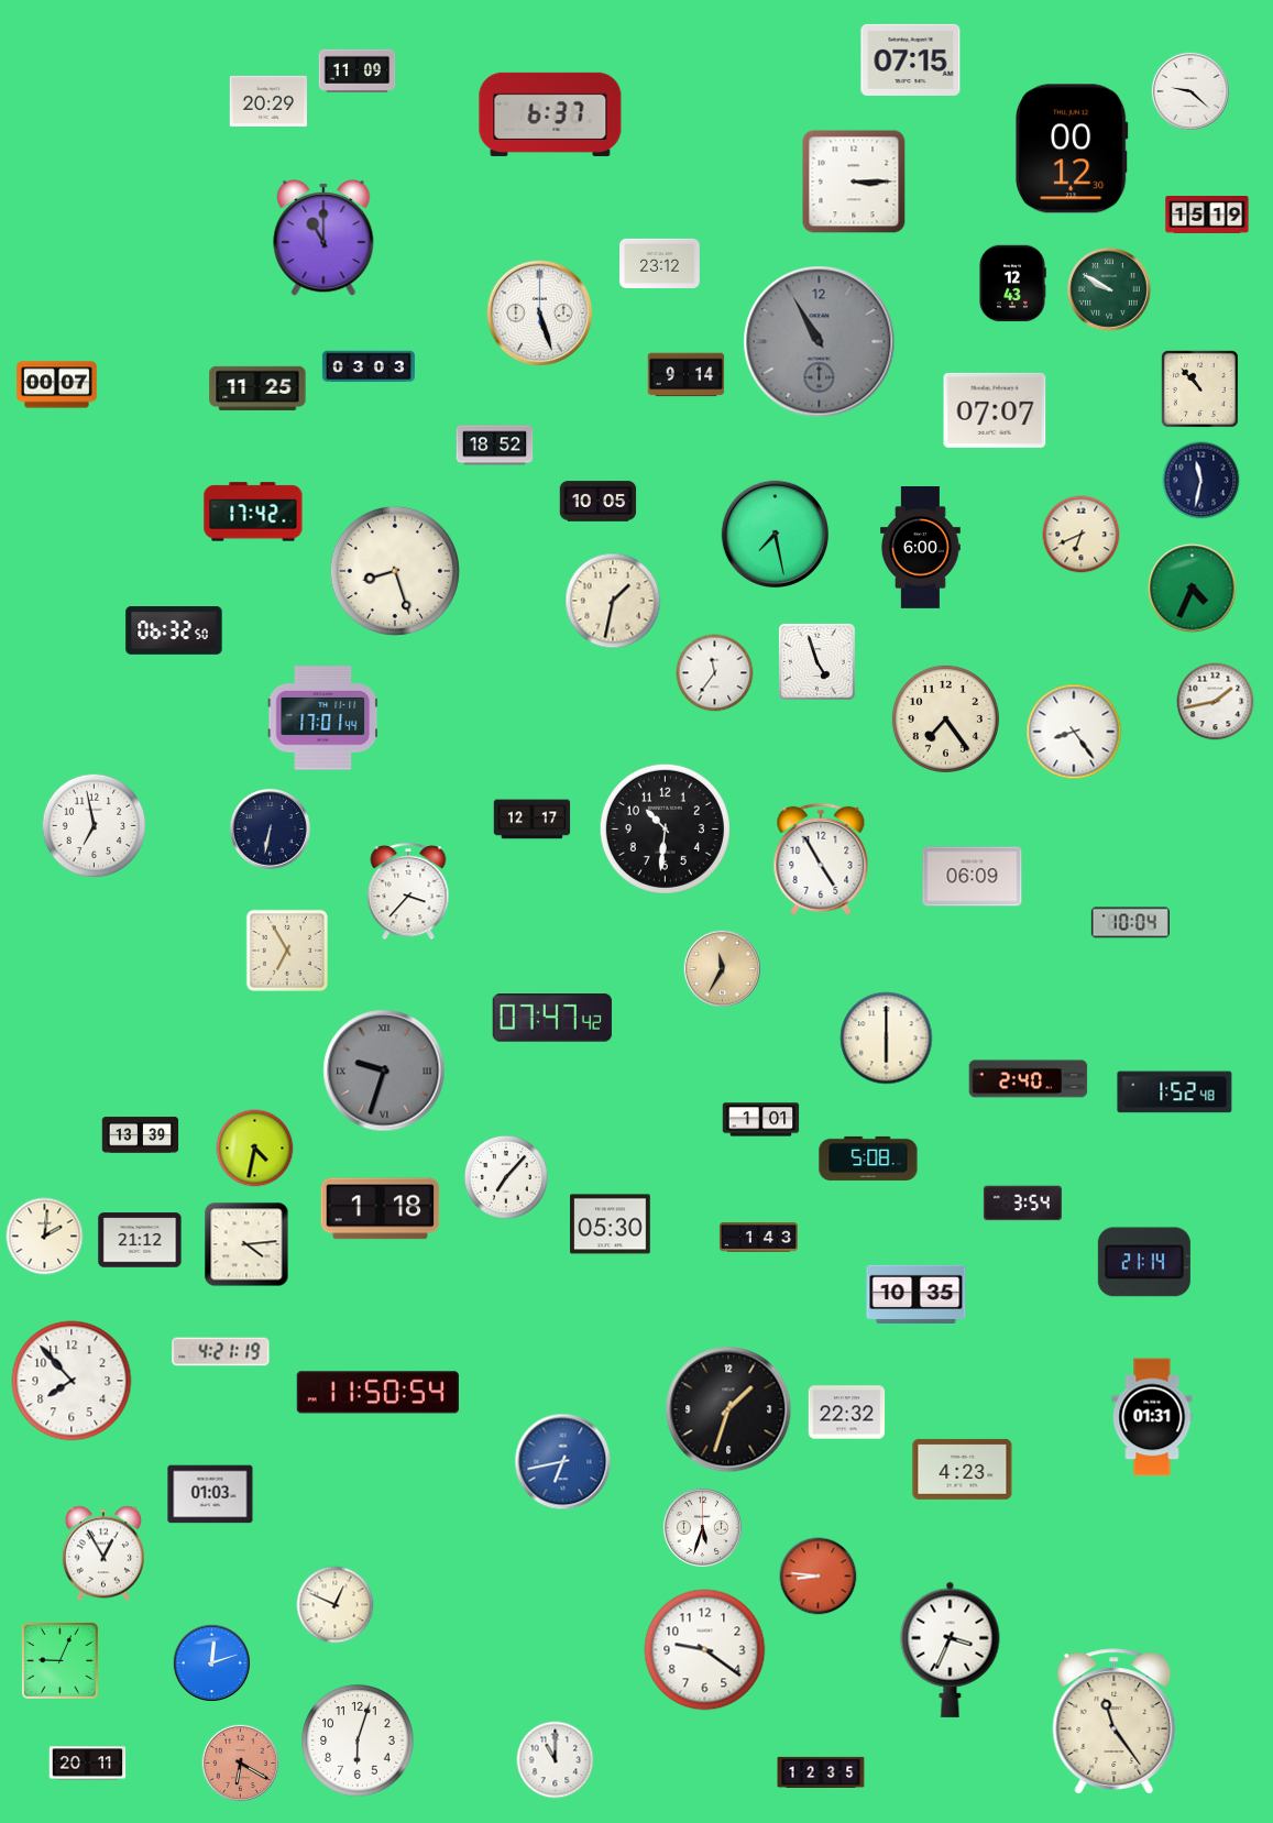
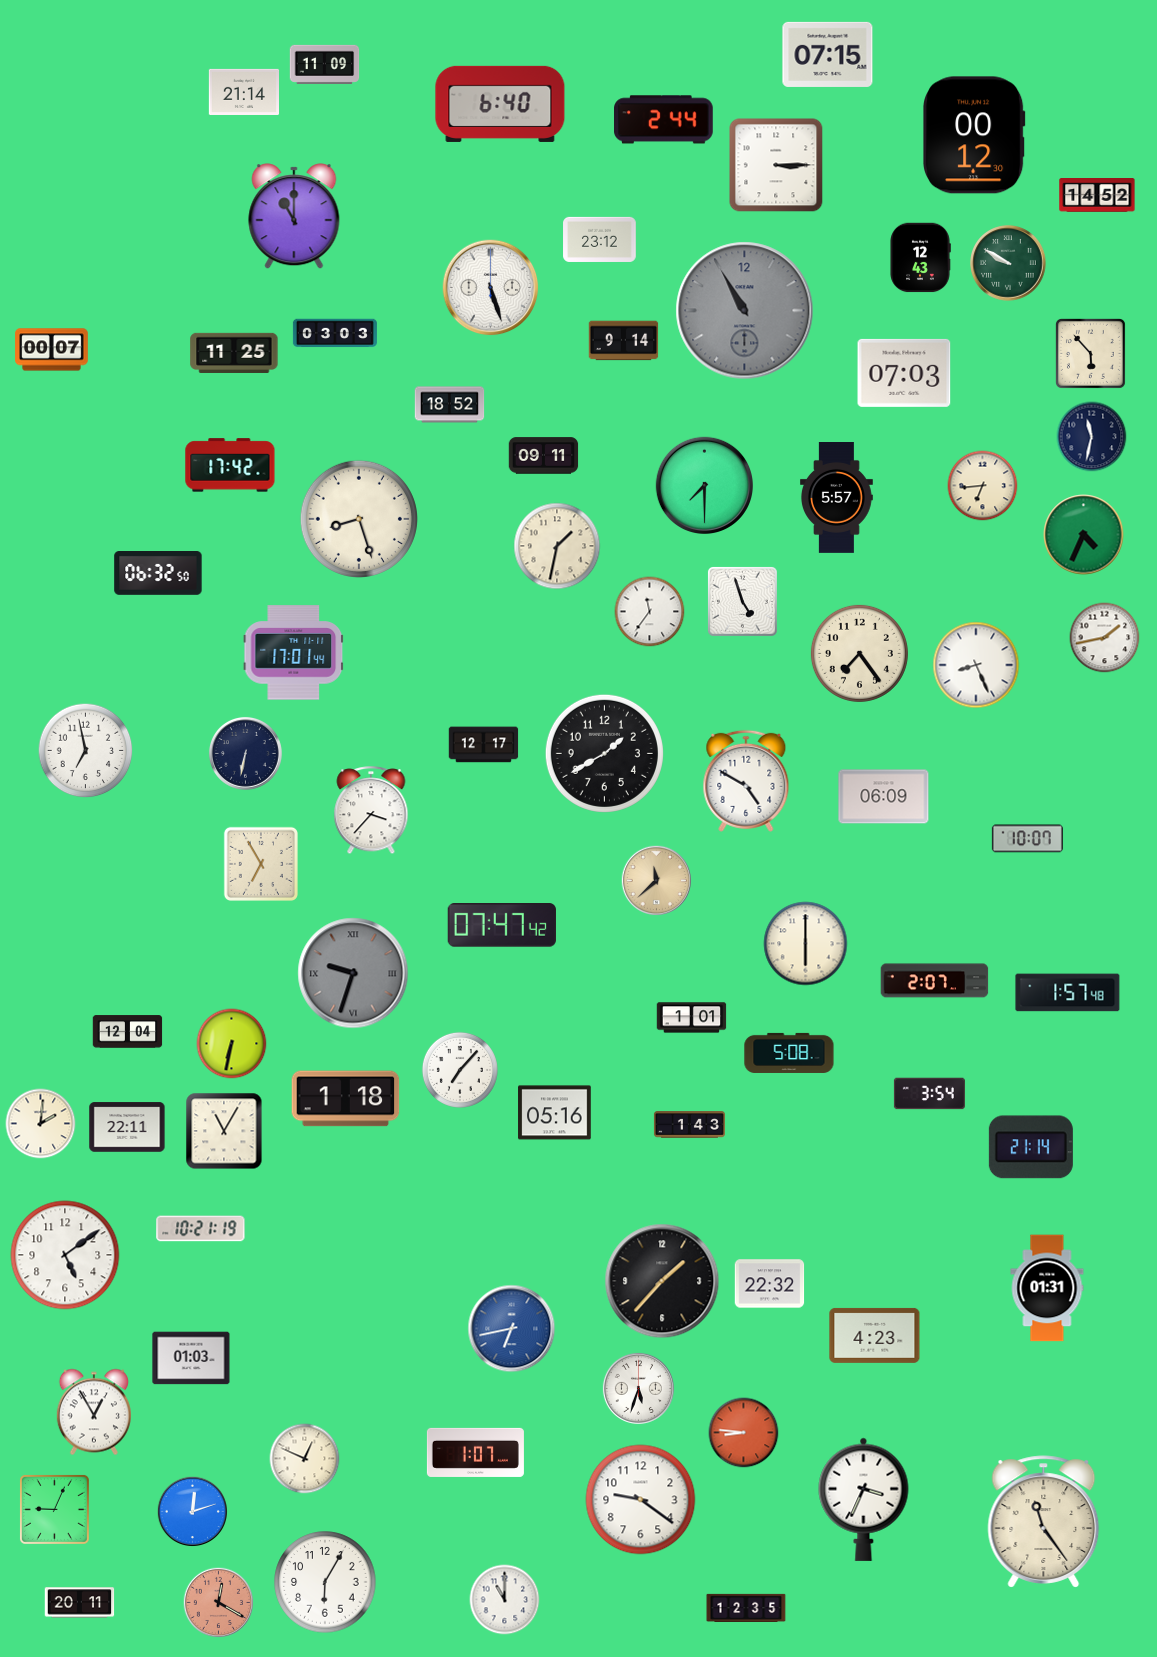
clock at (1190, 91): 9:22 -> none
clock at (267, 101): 20:29 -> 21:14
clock at (550, 114): 6:37 -> 6:40
clock at (664, 120): none -> 2:44
clock at (1207, 215): 15:19 -> 14:52
clock at (540, 314) position: (540, 314) -> (491, 288)
clock at (1199, 388): 10:53 -> 5:53
clock at (995, 410): 07:07 -> 07:03
clock at (599, 502): 10:05 -> 09:11
clock at (775, 534): 7:28 -> 7:30
clock at (1082, 535): 6:41 -> 6:44
clock at (921, 548): 6:00 -> 5:57
clock at (1074, 732): 8:24 -> 8:26
clock at (665, 828): 10:31 -> 1:40
clock at (821, 859): 4:55 -> 4:50
clock at (1130, 923): 10:04 -> 10:07
clock at (722, 968): 11:35 -> 11:38
clock at (384, 1070) position: (384, 1070) -> (353, 973)
clock at (1029, 1079): 2:40 -> 2:07
clock at (1175, 1092): 1:52 -> 1:57
clock at (141, 1135): 13:39 -> 12:04
clock at (255, 1149): 4:32 -> 6:32
clock at (611, 1225): 05:30 -> 05:16
clock at (140, 1240): 21:12 -> 22:11
clock at (246, 1244): 4:14 -> 11:05
clock at (1144, 1262) position: (1144, 1262) -> (1031, 1147)
clock at (917, 1295): 10:35 -> none
clock at (221, 1352): 4:21 -> 10:21
clock at (72, 1381): 7:53 -> 5:09
clock at (377, 1393): 11:50 -> none
clock at (728, 1409): 1:33 -> 1:37
clock at (475, 1452): none -> 1:07
clock at (1115, 1722) position: (1115, 1722) -> (1044, 1522)
clock at (358, 1740): 6:03 -> 6:05
clock at (240, 1762): 6:20 -> 12:20
clock at (821, 1771) position: (821, 1771) -> (746, 1607)
